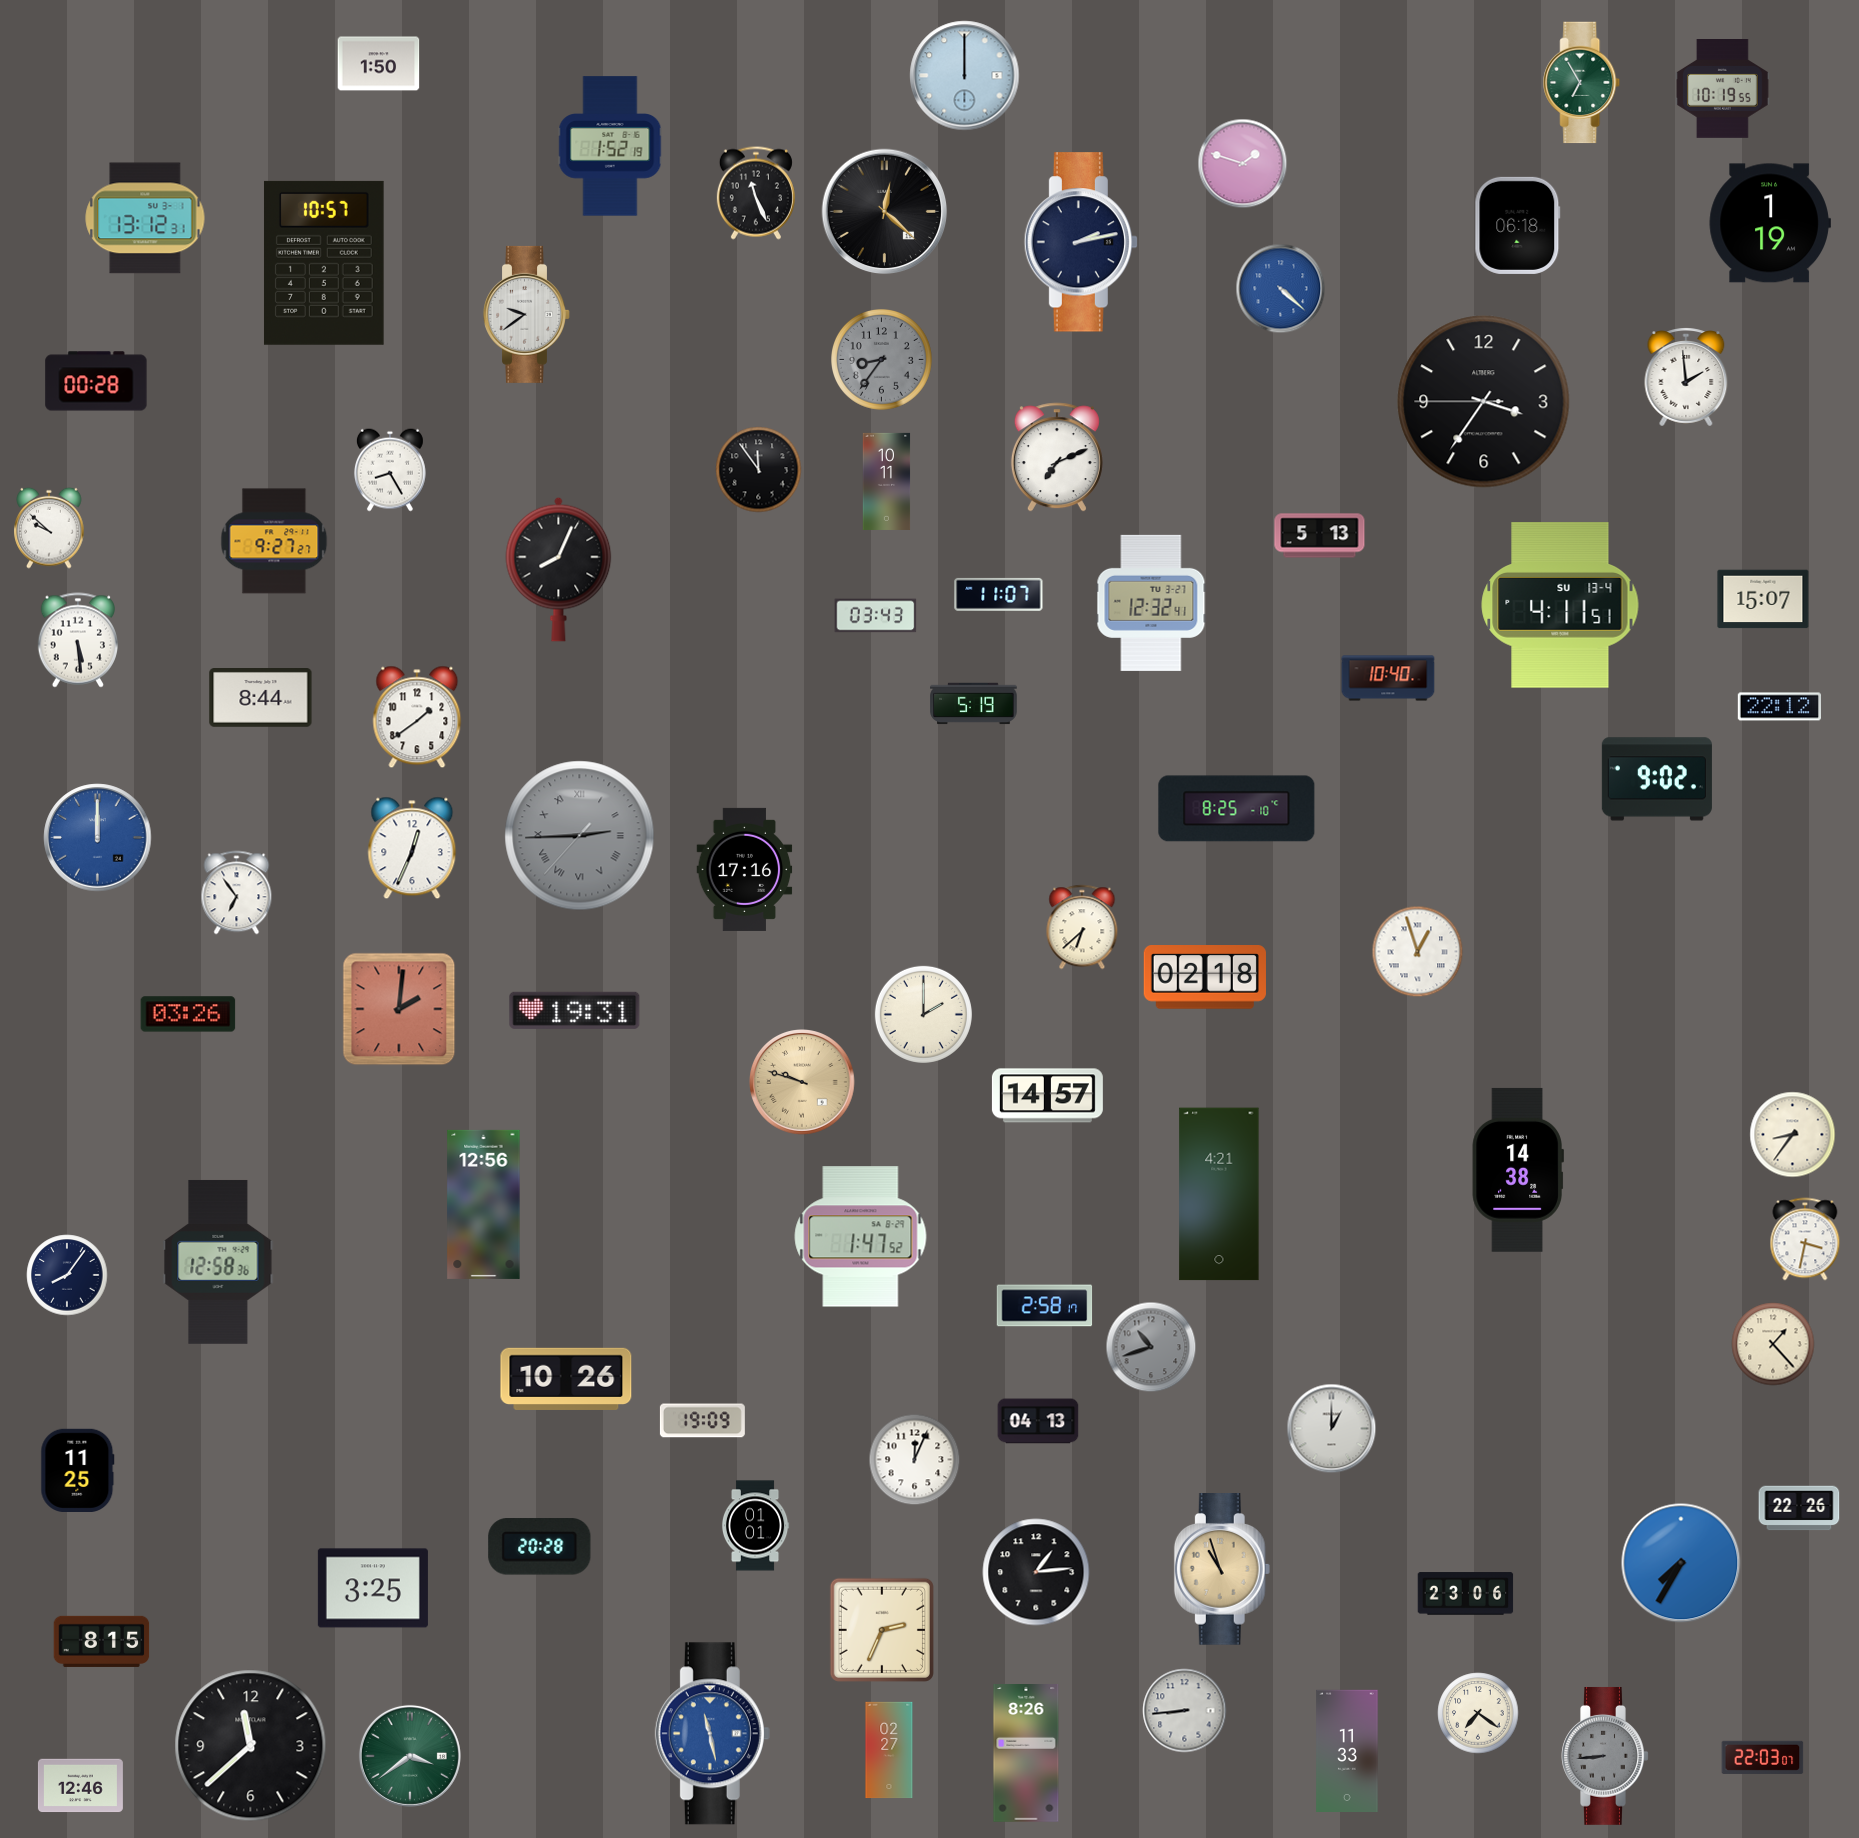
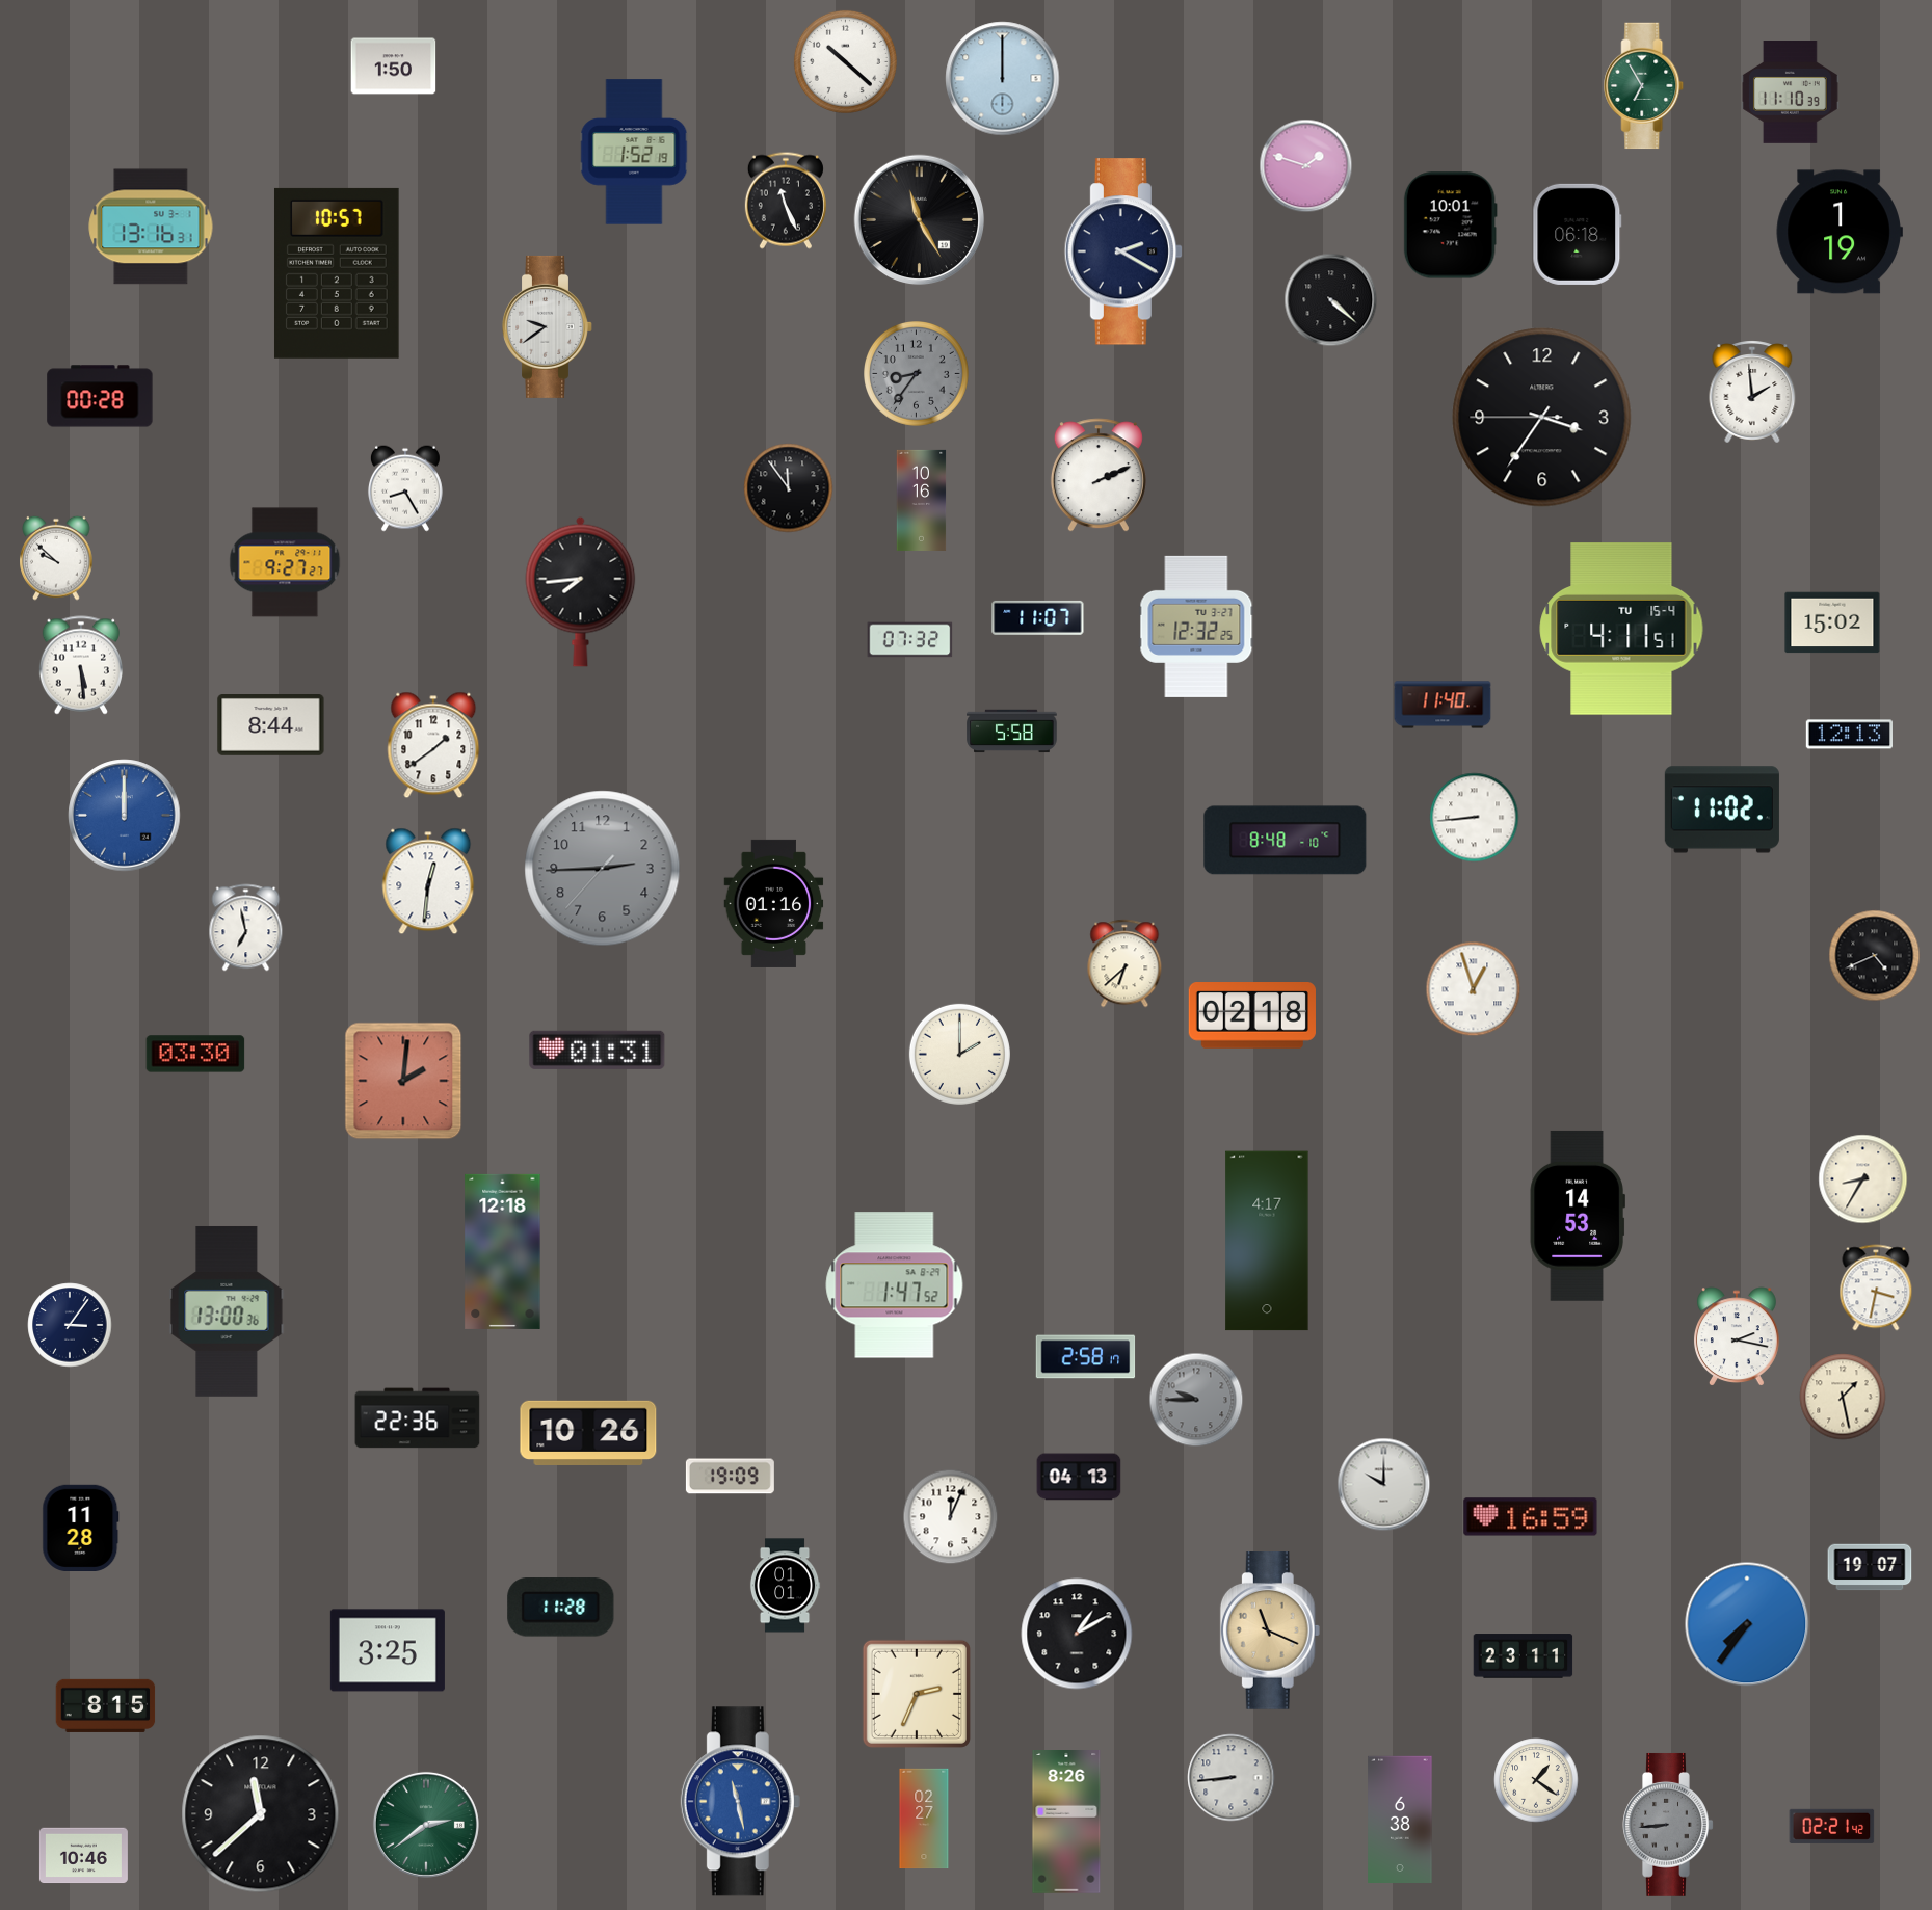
clock at (845, 61): none -> 10:22
clock at (1723, 89): 10:19 -> 11:10
clock at (1243, 164) position: (1243, 164) -> (1306, 166)
clock at (885, 212): 12:22 -> 11:25
clock at (1450, 226): none -> 10:01
clock at (145, 218): 13:12 -> 13:16
clock at (1080, 242): 2:13 -> 2:20
clock at (1281, 289) dial: blue -> black
clock at (1057, 457): 7:11 -> 2:11
clock at (887, 481): 10:11 -> 10:16
clock at (49, 528) position: (49, 528) -> (56, 558)
clock at (1320, 536): 5:13 -> none
clock at (559, 569): 8:04 -> 7:44
clock at (1763, 599): 15:07 -> 15:02
clock at (1151, 603): 12:32:41 -> 12:32:25
clock at (1560, 605) date: SU 13-4 -> TU 15-4
clock at (876, 616): 03:43 -> 07:32
clock at (1388, 678): 10:40 -> 11:40
clock at (974, 704): 5:19 -> 5:58
clock at (1779, 707): 22:12 -> 12:13
clock at (1657, 779): 9:02 -> 11:02
clock at (1475, 818): none -> 8:44
clock at (1237, 809): 8:25 -> 8:48
clock at (580, 836) numerals: Roman -> Arabic
clock at (98, 838) position: (98, 838) -> (125, 816)
clock at (412, 848): 12:34 -> 12:31
clock at (745, 869): 17:16 -> 01:16
clock at (237, 893): 6:54 -> 6:58
clock at (1875, 956): none -> 4:41
clock at (399, 1009) position: (399, 1009) -> (403, 1081)
clock at (575, 1010): 19:31 -> 01:31
clock at (188, 1014): 03:26 -> 03:30
clock at (803, 1083): 9:48 -> none
clock at (1047, 1096): 14:57 -> none
clock at (1793, 1135): 8:36 -> 8:35
clock at (1518, 1170): 14:38 -> 14:53
clock at (1219, 1194): 4:21 -> 4:17
clock at (484, 1204): 12:56 -> 12:18
clock at (218, 1262): 12:58 -> 13:00
clock at (67, 1275): 8:06 -> 3:06
clock at (1737, 1336): none -> 2:17
clock at (1773, 1344): 1:23 -> 1:28
clock at (1151, 1347): 10:42 -> 9:45
clock at (418, 1418): none -> 22:36
clock at (1332, 1429): 1:00 -> 10:00
clock at (1531, 1517): none -> 16:59
clock at (78, 1470): 11:25 -> 11:28
clock at (1799, 1508): 22:26 -> 19:07
clock at (540, 1547): 20:28 -> 11:28
clock at (1681, 1563): 7:35 -> 7:36
clock at (1222, 1569): 10:57 -> 11:19
clock at (1036, 1572): 1:14 -> 1:10
clock at (1466, 1594): 23:06 -> 23:11
clock at (1478, 1713): 7:21 -> 1:21
clock at (1347, 1750): 11:33 -> 6:38
clock at (410, 1756): 3:39 -> 2:39
clock at (1763, 1757): 22:03 -> 02:21
clock at (80, 1786): 12:46 -> 10:46
